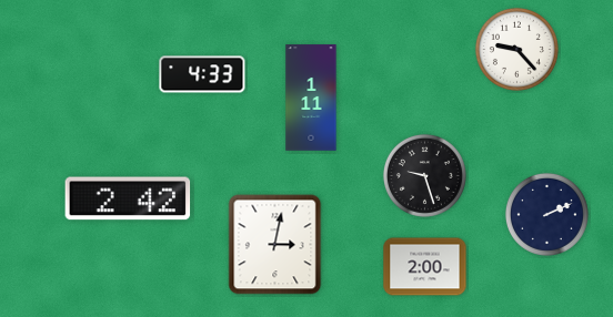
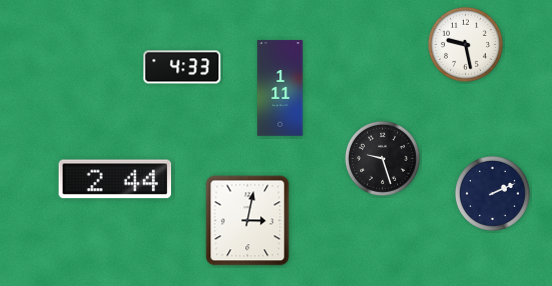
clock at (516, 49): 9:23 -> 9:28
clock at (128, 198): 2:42 -> 2:44
clock at (425, 267): 2:00 -> none
